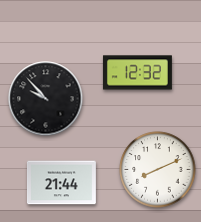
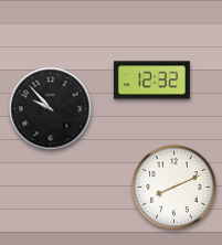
clock at (61, 183): 21:44 -> none
